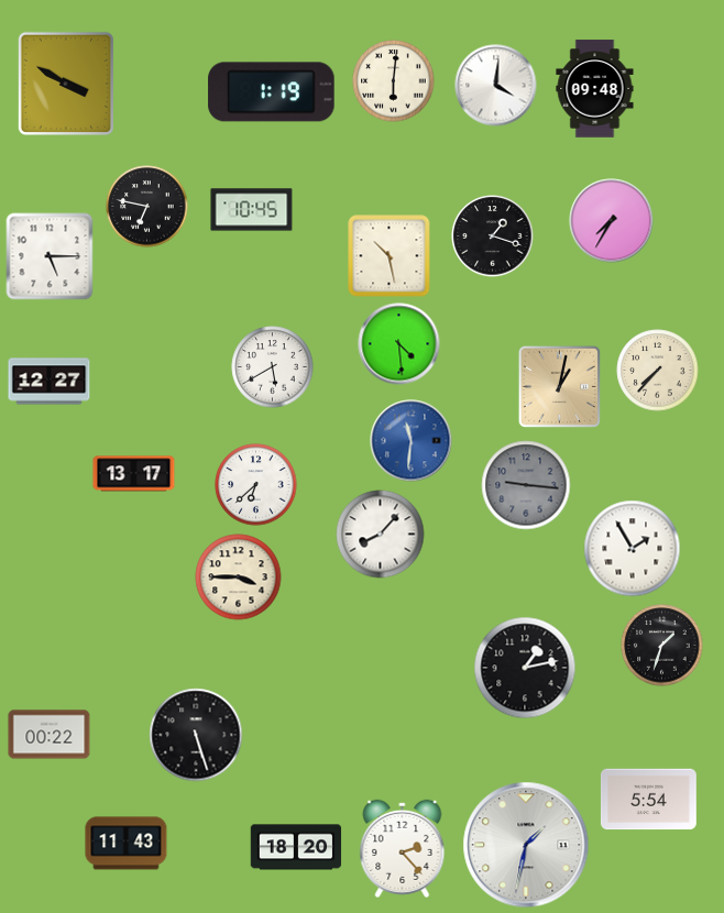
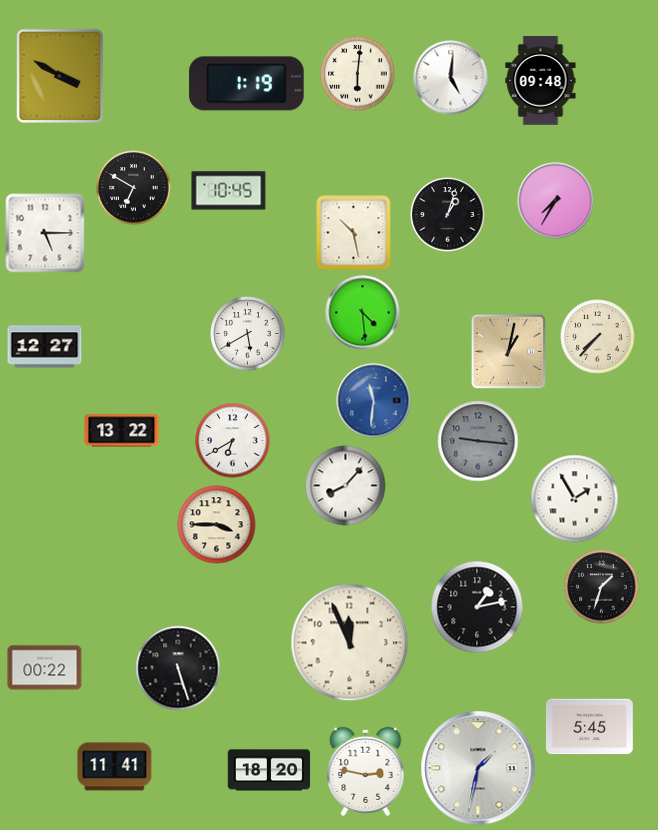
clock at (496, 86): 4:01 -> 5:01
clock at (147, 207): 6:47 -> 6:50
clock at (493, 237): 1:18 -> 1:03
clock at (134, 474): 13:17 -> 13:22
clock at (256, 485): 6:38 -> 6:40
clock at (350, 643): none -> 11:56
clock at (648, 800): 5:54 -> 5:45
clock at (127, 844): 11:43 -> 11:41
clock at (403, 848): 2:23 -> 2:47
